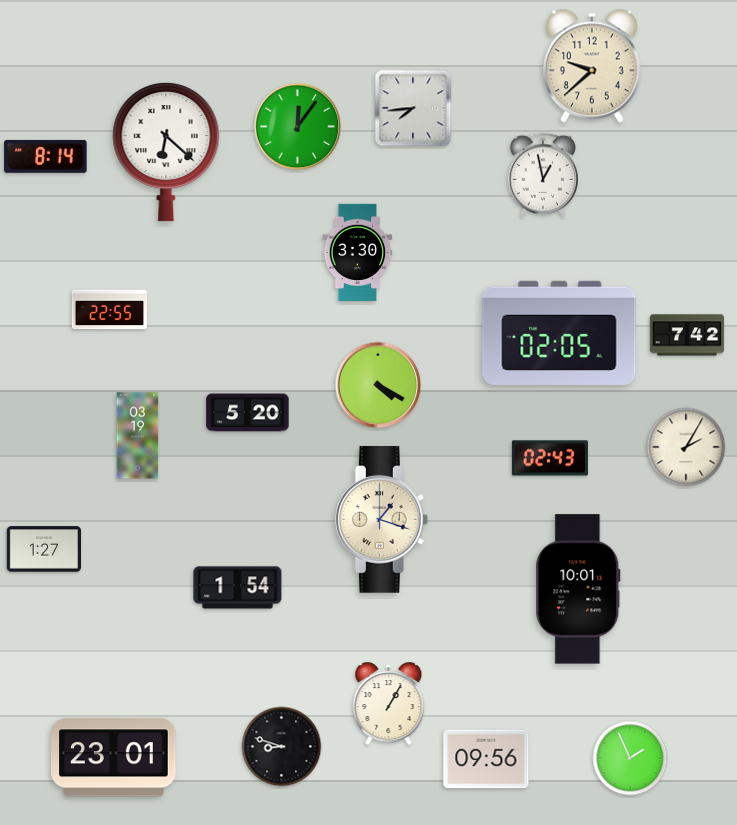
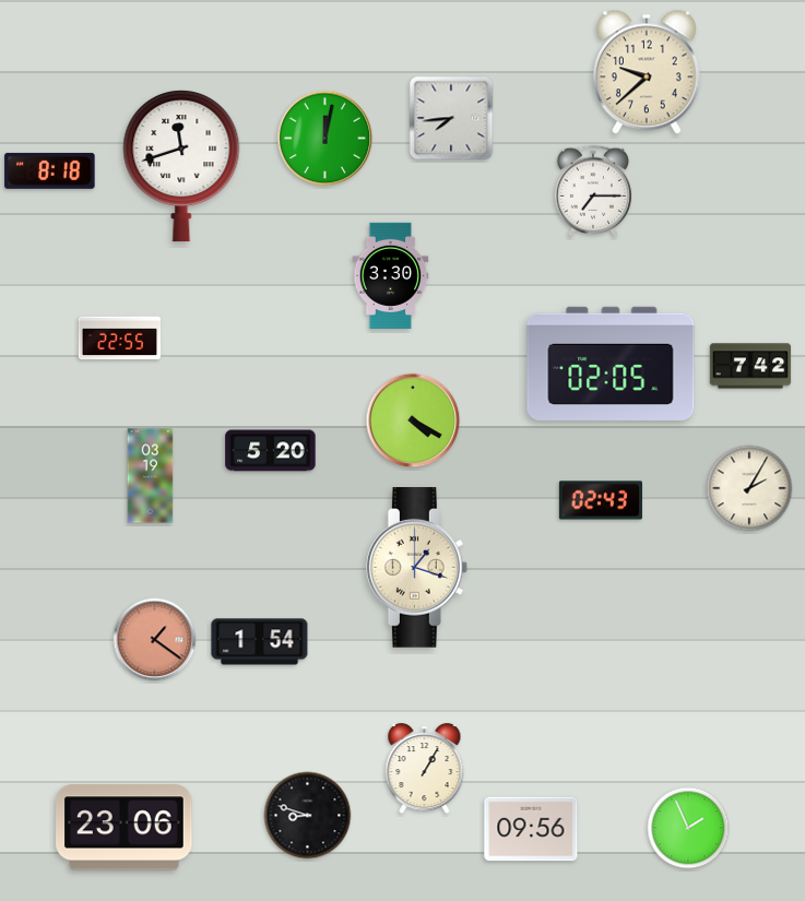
clock at (298, 127): 12:06 -> 12:02
clock at (166, 152): 6:22 -> 11:42
clock at (46, 156): 8:14 -> 8:18
clock at (543, 175): 12:58 -> 7:15
clock at (44, 549): 1:27 -> none
clock at (155, 640): none -> 1:21
clock at (578, 589): 10:01 -> none
clock at (114, 758): 23:01 -> 23:06
